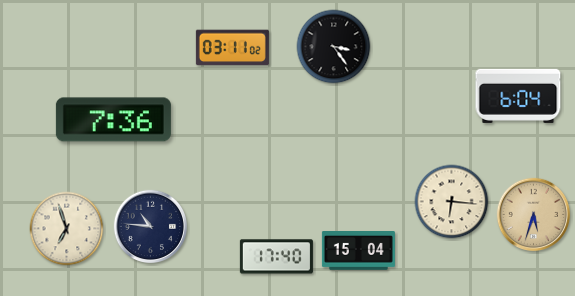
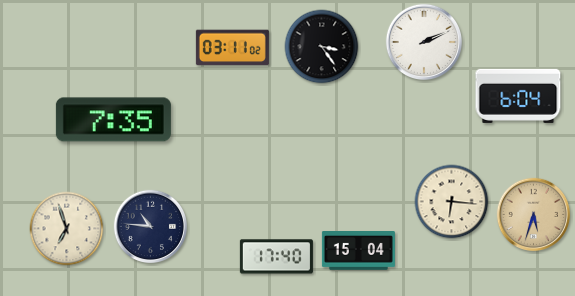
clock at (423, 41): none -> 2:11
clock at (334, 47) position: (334, 47) -> (322, 47)
clock at (113, 120): 7:36 -> 7:35
